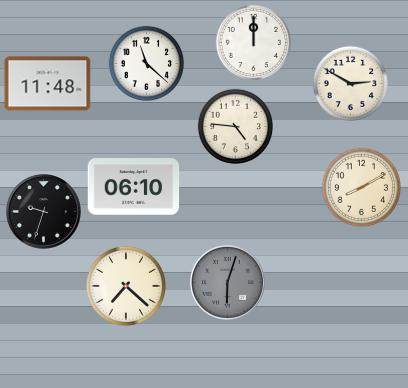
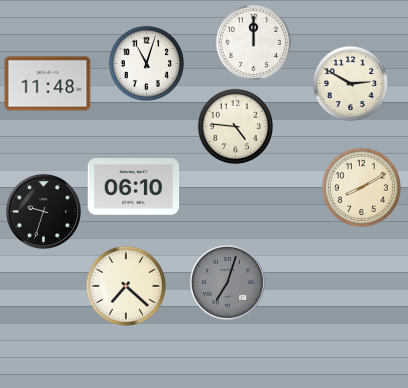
clock at (146, 63): 11:22 -> 11:03
clock at (228, 283): 6:03 -> 7:03
